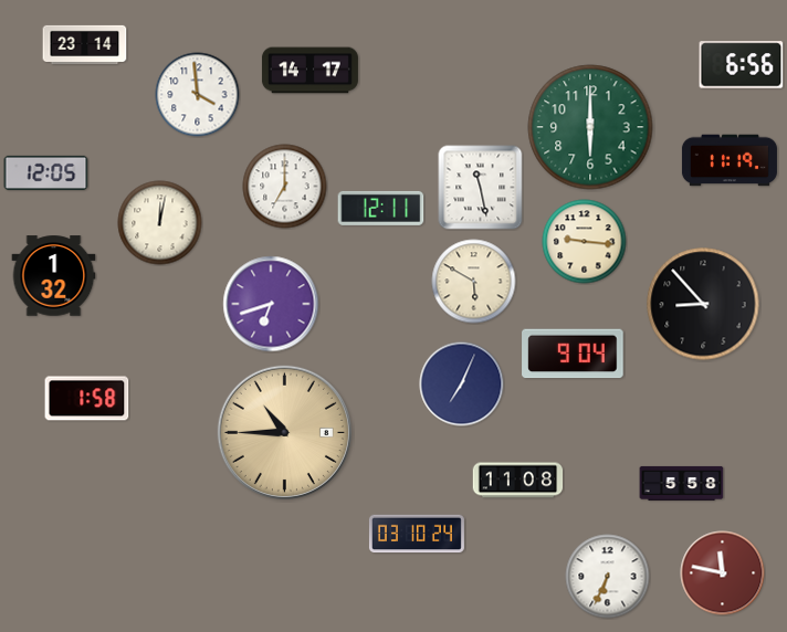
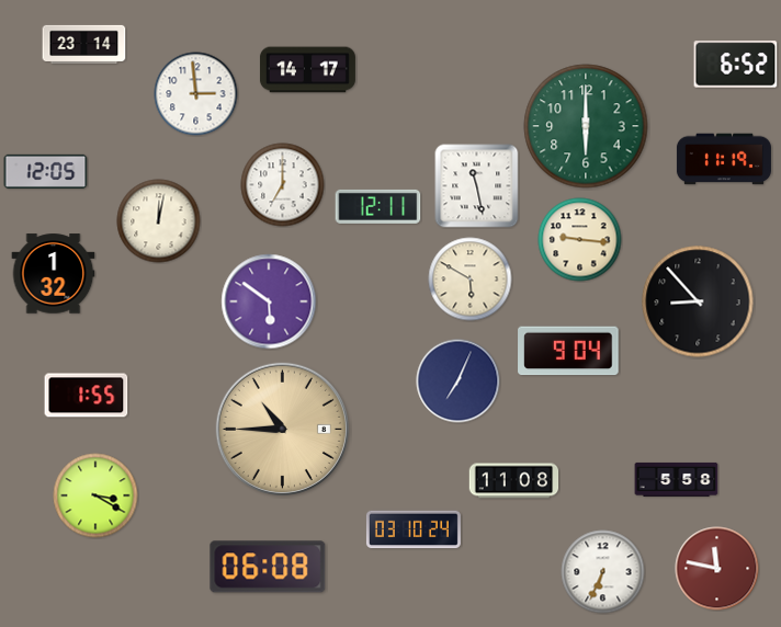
clock at (742, 65): 6:56 -> 6:52
clock at (198, 95): 3:59 -> 2:59
clock at (271, 304): 6:42 -> 5:51
clock at (87, 399): 1:58 -> 1:55
clock at (518, 481) position: (518, 481) -> (514, 481)
clock at (95, 495): none -> 3:20
clock at (268, 567): none -> 06:08
